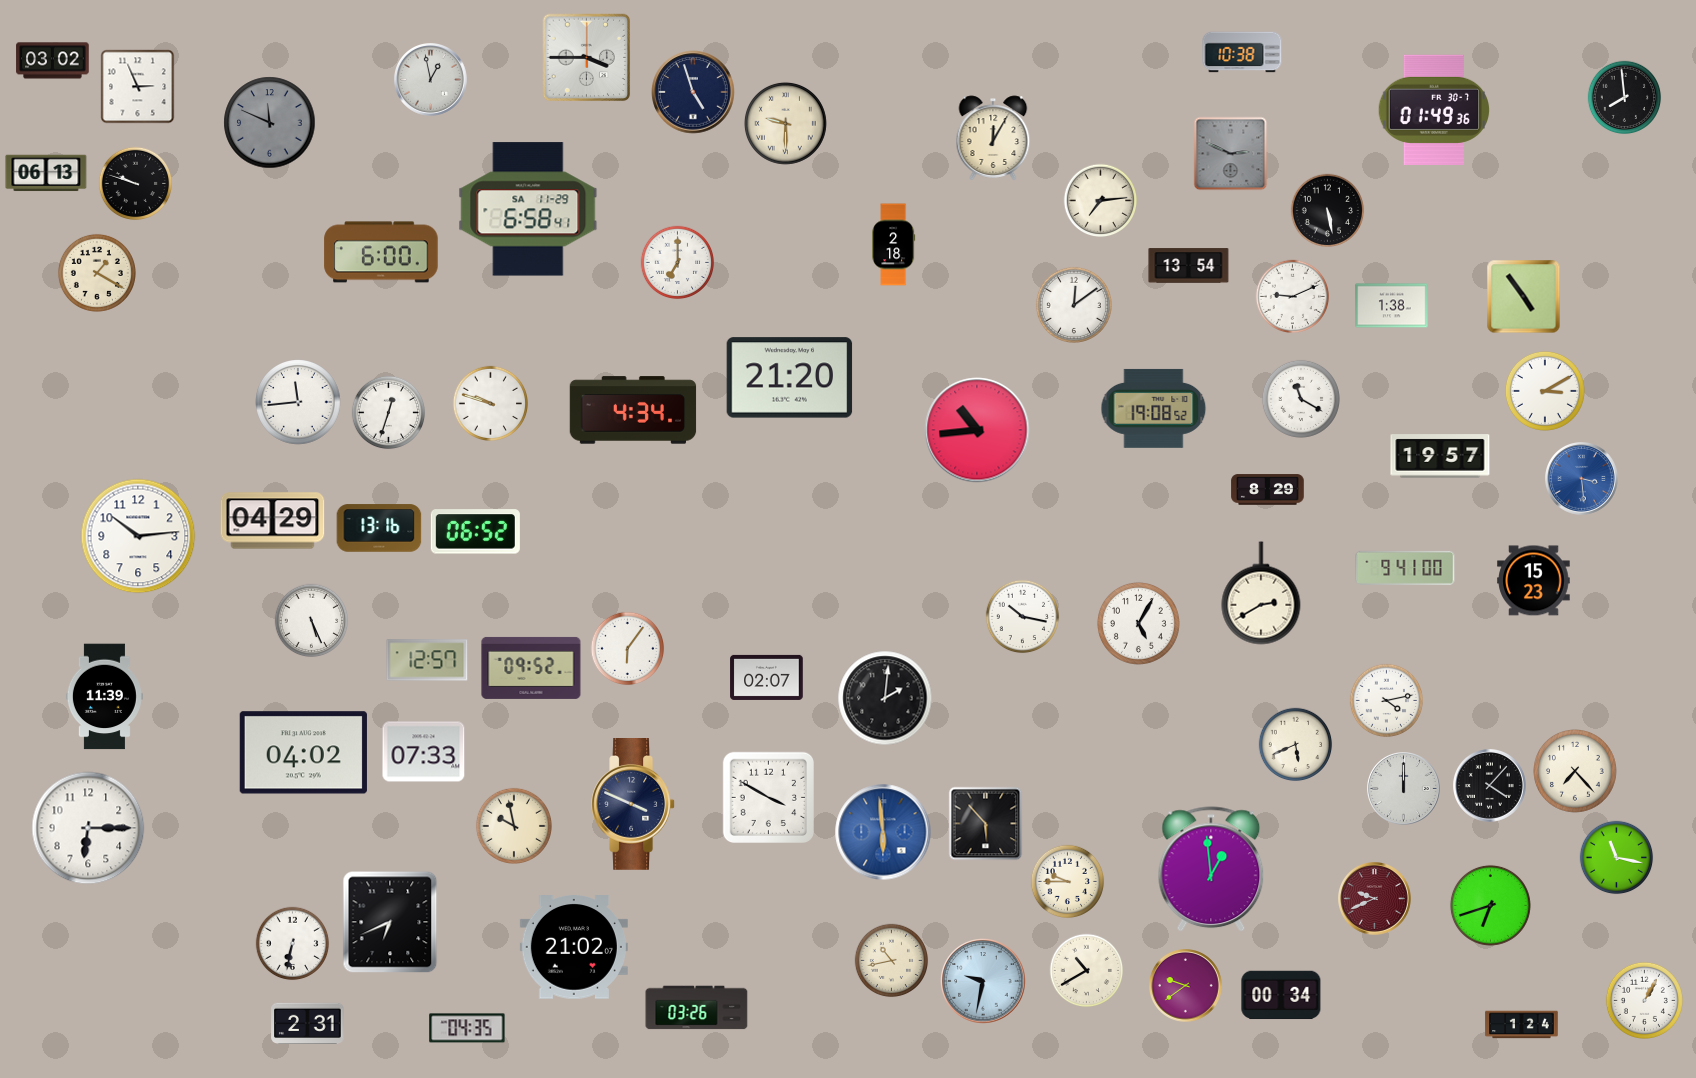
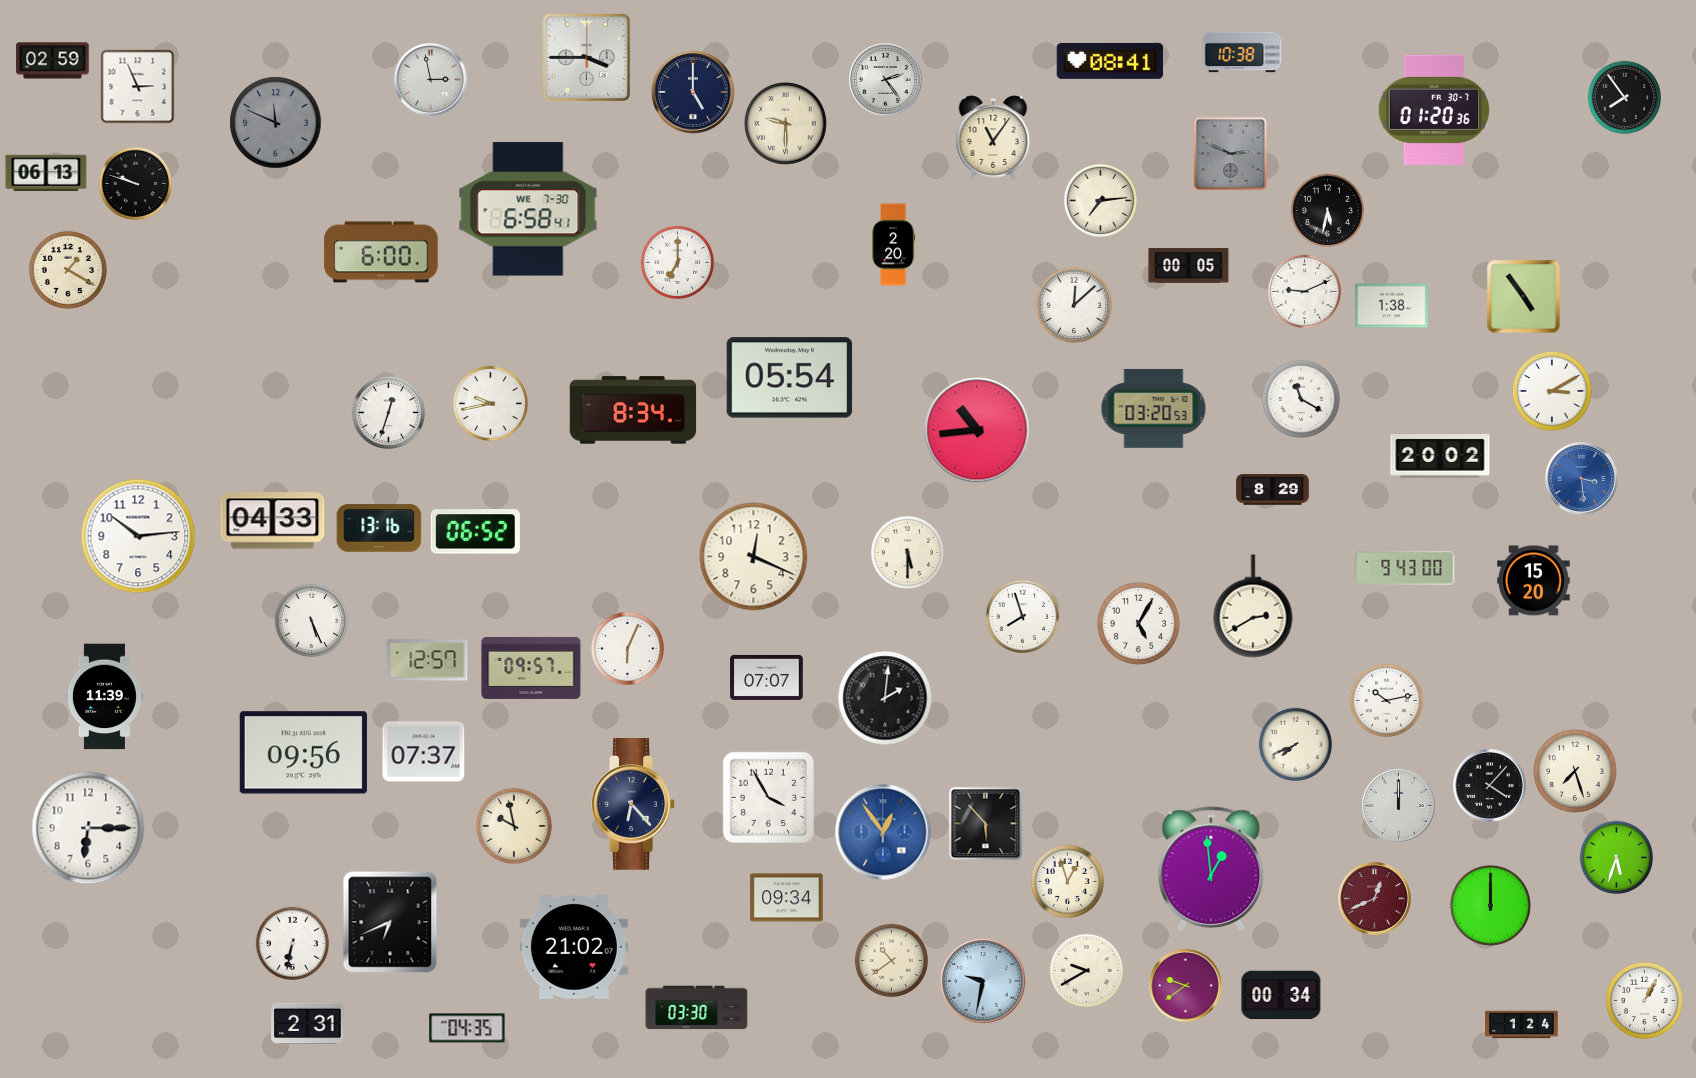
clock at (53, 61): 03:02 -> 02:59
clock at (1110, 61): none -> 08:41
clock at (431, 80): 12:58 -> 2:58
clock at (886, 80): none -> 2:24
clock at (693, 92): 4:57 -> 5:00
clock at (1625, 98): 7:59 -> 7:54
clock at (1434, 109): 01:49 -> 01:20
clock at (270, 123) position: (270, 123) -> (276, 123)
clock at (993, 138): 12:05 -> 11:06
clock at (528, 209) date: SA 11-29 -> WE 7-30
clock at (1328, 211): 5:28 -> 5:32
clock at (894, 245): 2:18 -> 2:20
clock at (1189, 266): 13:54 -> 00:05
clock at (97, 273) position: (97, 273) -> (68, 270)
clock at (1293, 297) position: (1293, 297) -> (1305, 292)
clock at (1074, 305): 12:09 -> 12:08
clock at (790, 378): 21:20 -> 05:54
clock at (1545, 391) position: (1545, 391) -> (1552, 391)
clock at (298, 402): 11:44 -> none
clock at (490, 403): 9:48 -> 9:43
clock at (1154, 408): 19:08 -> 03:20
clock at (633, 410): 4:34 -> 8:34
clock at (1440, 456): 19:57 -> 20:02
clock at (1268, 490) position: (1268, 490) -> (1273, 490)
clock at (273, 521): 04:29 -> 04:33
clock at (908, 553): none -> 5:30
clock at (754, 557): none -> 12:19
clock at (1405, 568): 9:41 -> 9:43
clock at (1534, 581): 15:23 -> 15:20
clock at (1261, 593) position: (1261, 593) -> (1253, 606)
clock at (1023, 617): 10:17 -> 7:57
clock at (628, 649): 6:06 -> 6:04
clock at (531, 668): 09:52 -> 09:57
clock at (767, 677): 02:07 -> 07:07
clock at (1387, 701): 4:13 -> 10:13
clock at (1296, 745): 5:41 -> 7:41
clock at (424, 752): 07:33 -> 07:37
clock at (303, 753): 04:02 -> 09:56
clock at (1576, 772): 7:23 -> 7:27
clock at (1404, 789) position: (1404, 789) -> (1399, 806)
clock at (768, 797): 3:50 -> 3:55
clock at (633, 805): 3:49 -> 6:23
clock at (883, 832): 5:59 -> 12:54
clock at (1617, 858): 11:17 -> 5:33
clock at (1068, 882): 9:45 -> 12:57
clock at (787, 898): none -> 09:34
clock at (1375, 899): 9:41 -> 12:41
clock at (1490, 905): 6:42 -> 12:00
clock at (892, 961): 10:43 -> 10:39
clock at (1087, 971): 10:40 -> 9:40
clock at (697, 1008): 03:26 -> 03:30
